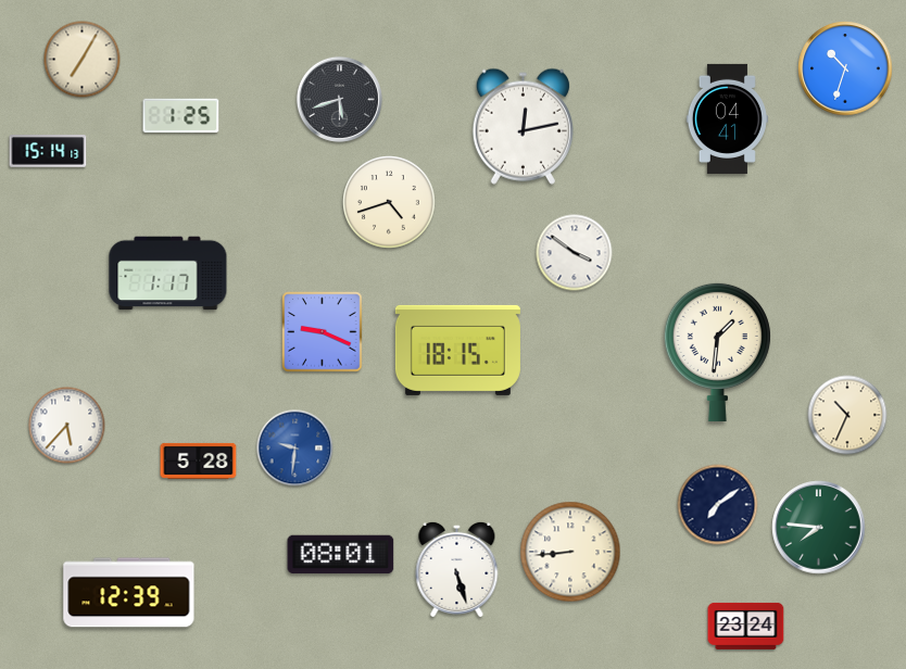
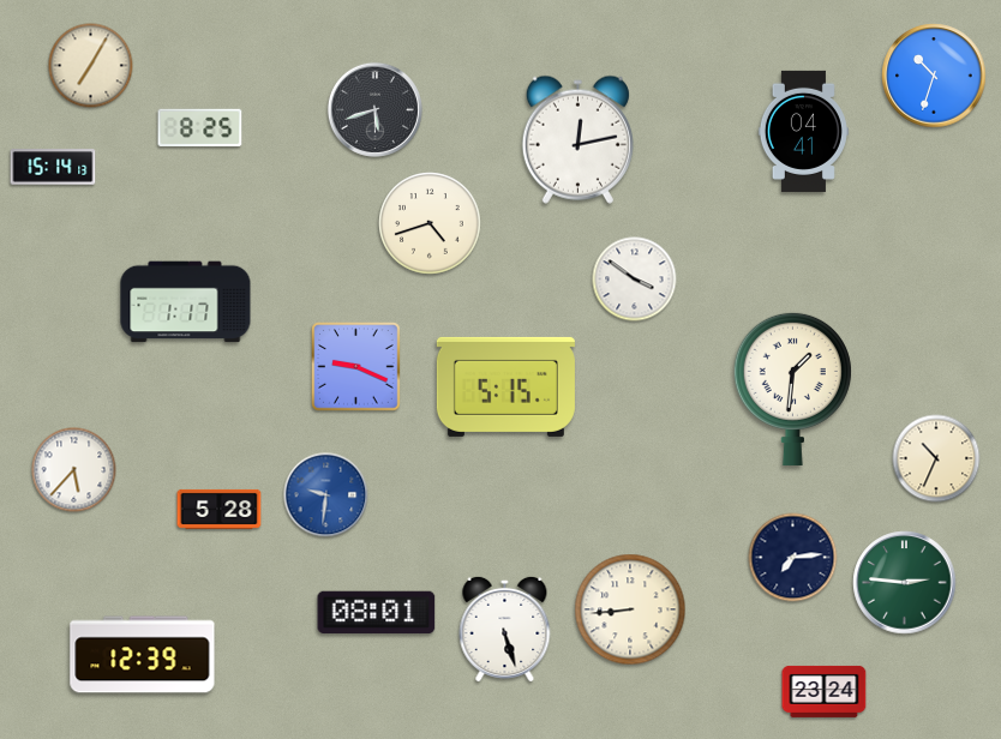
clock at (181, 116): 1:25 -> 8:25
clock at (457, 350): 18:15 -> 5:15
clock at (718, 505): 7:09 -> 7:14
clock at (819, 528): 7:46 -> 2:46
